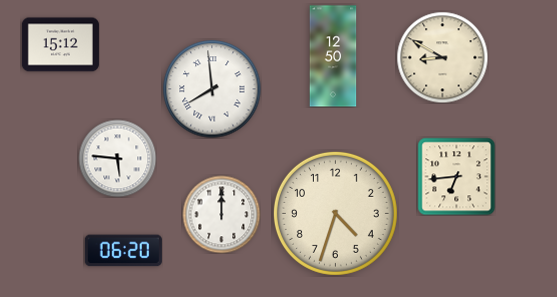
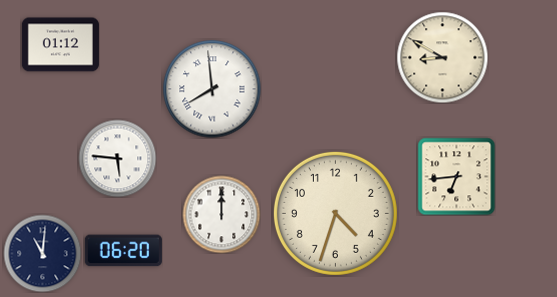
clock at (60, 45): 15:12 -> 01:12
clock at (333, 56): 12:50 -> none
clock at (42, 253): none -> 11:01
